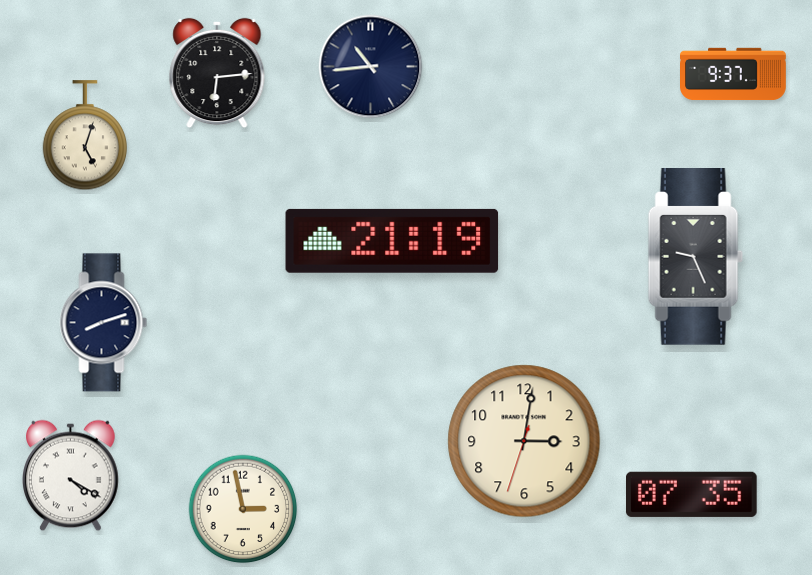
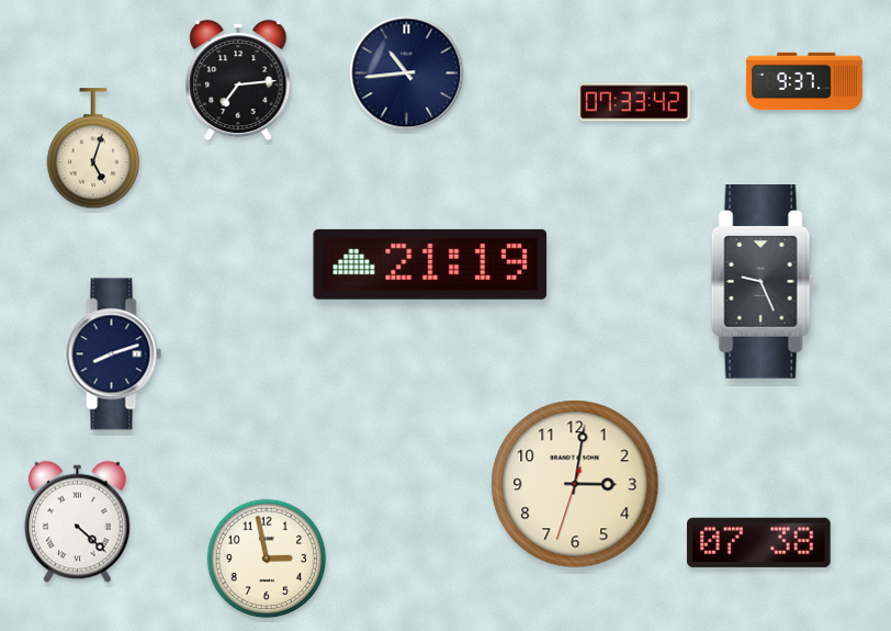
clock at (217, 73): 6:14 -> 7:14
clock at (634, 102): none -> 07:33
clock at (71, 476): 4:20 -> 4:22
clock at (692, 494): 07:35 -> 07:38
